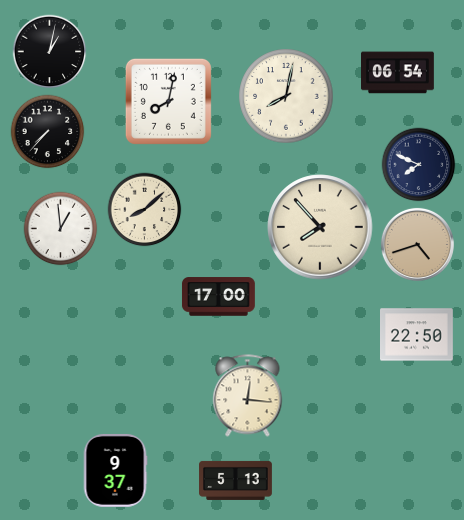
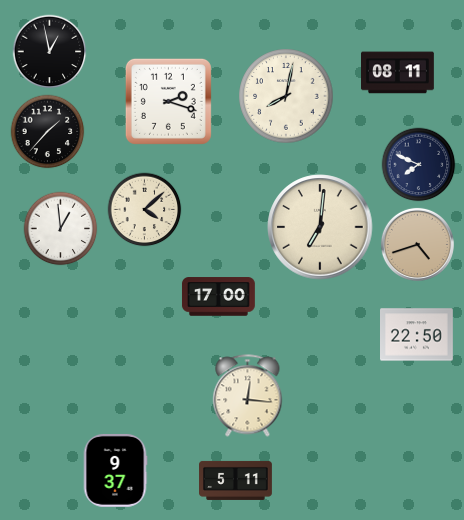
clock at (50, 52): 1:02 -> 12:58
clock at (398, 73): 06:54 -> 08:11
clock at (168, 101): 8:02 -> 2:18
clock at (48, 132): 7:37 -> 1:37
clock at (145, 210): 8:08 -> 4:08
clock at (320, 227): 7:53 -> 7:01
clock at (236, 480): 5:13 -> 5:11
